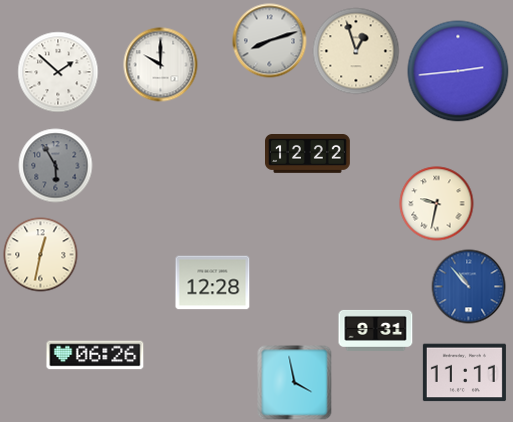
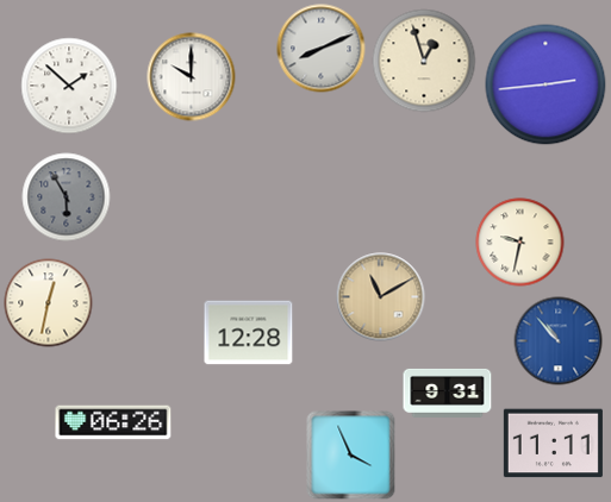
clock at (270, 41): 8:12 -> 8:11
clock at (308, 154): 12:22 -> none
clock at (381, 297): none -> 11:10
clock at (213, 283) position: (213, 283) -> (249, 333)
clock at (295, 383): 3:58 -> 3:56
